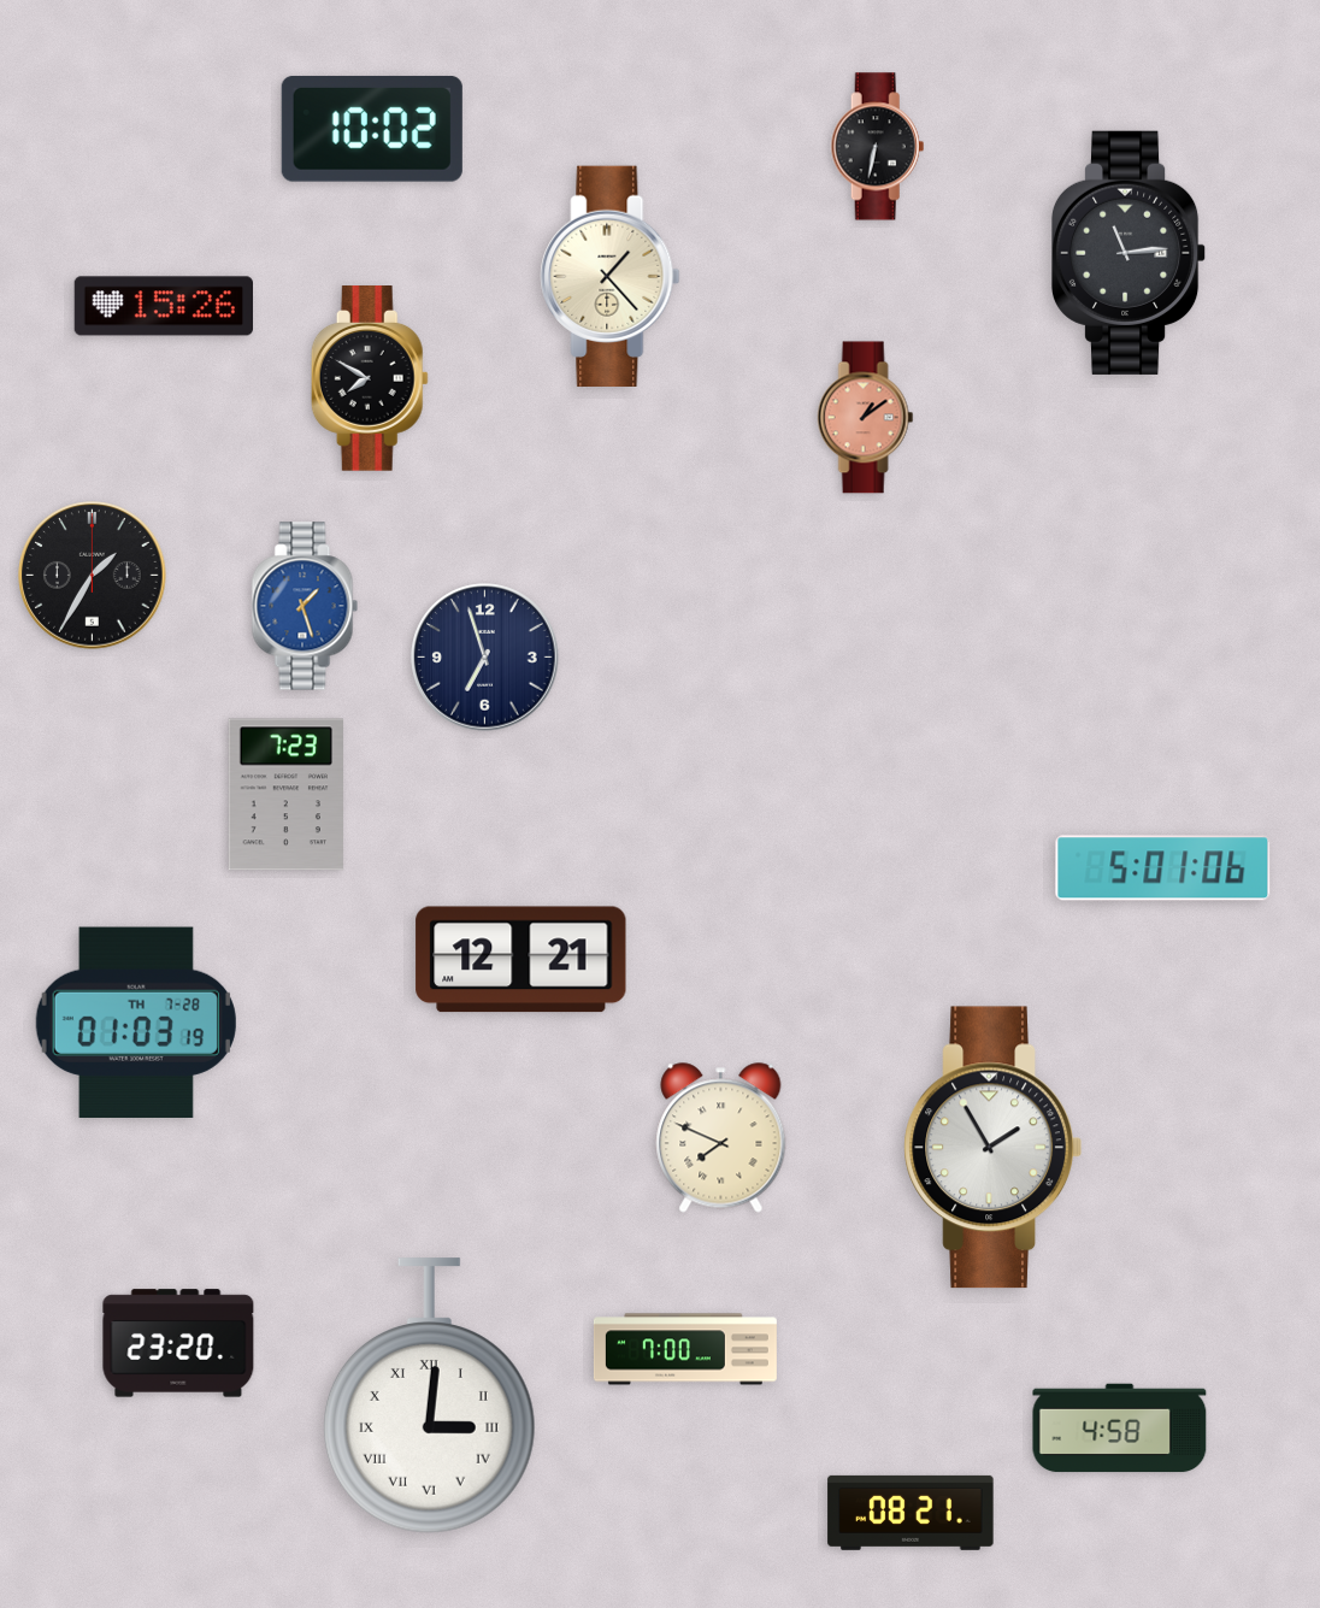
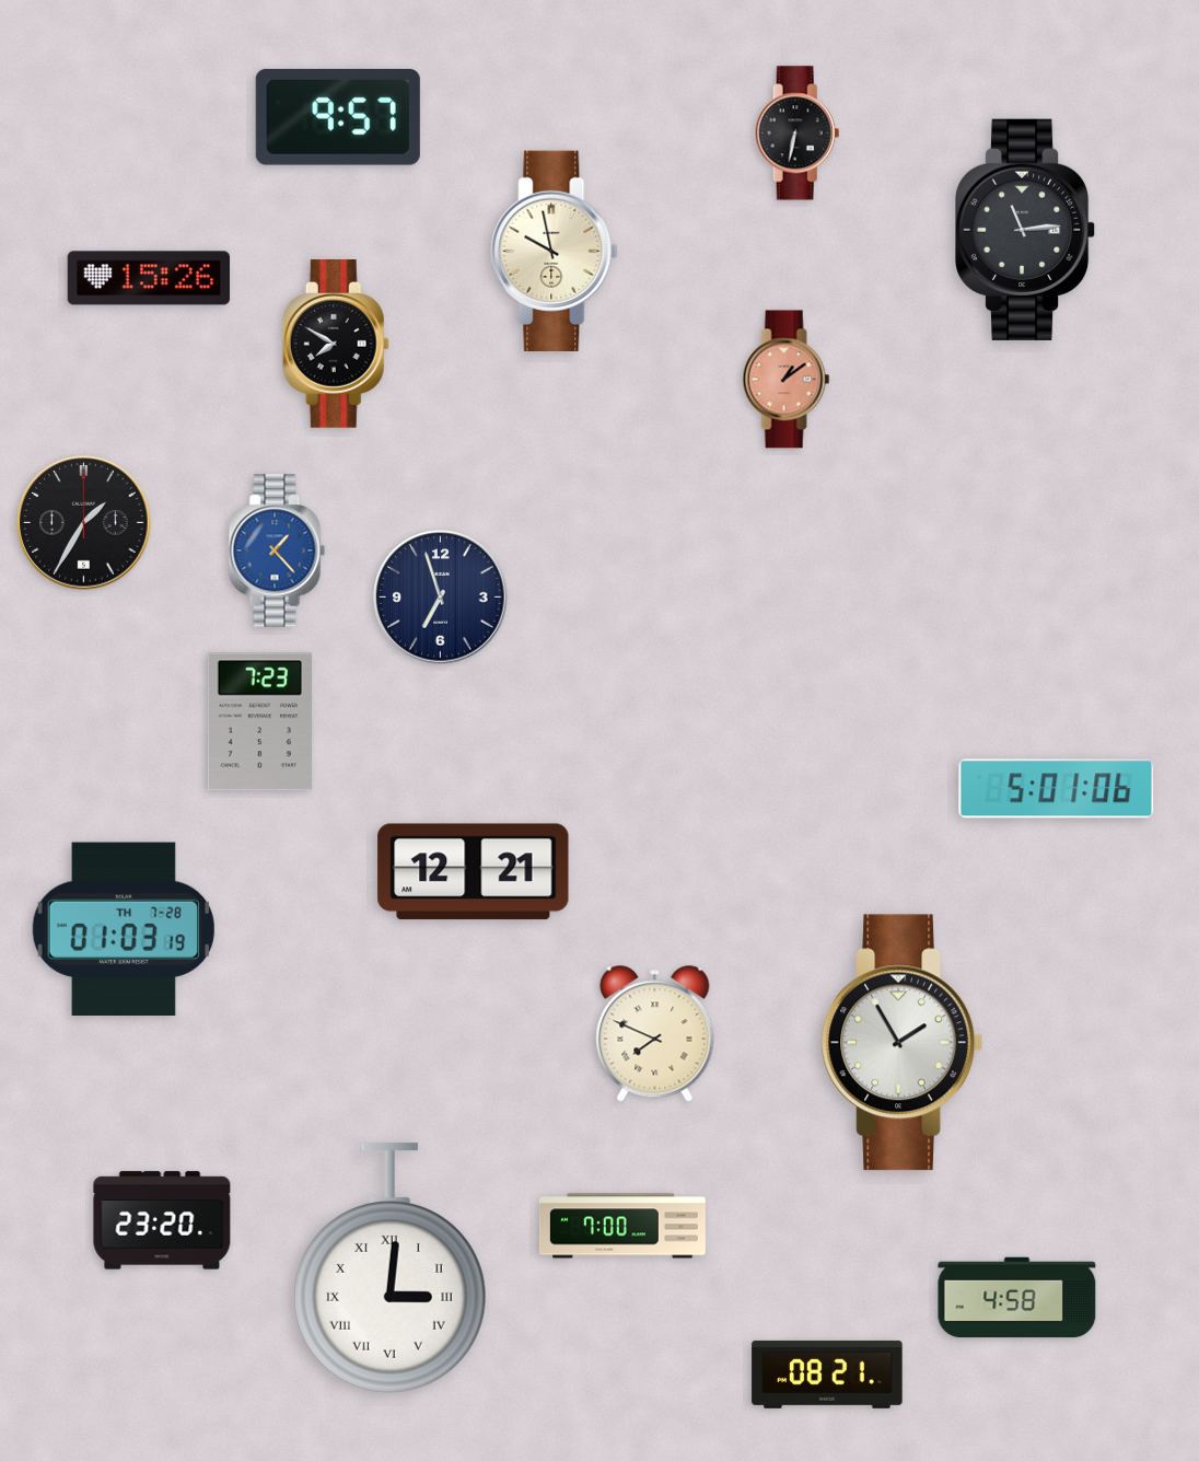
clock at (372, 129): 10:02 -> 9:57
clock at (611, 276): 1:23 -> 9:58
clock at (305, 606): 1:27 -> 1:23
